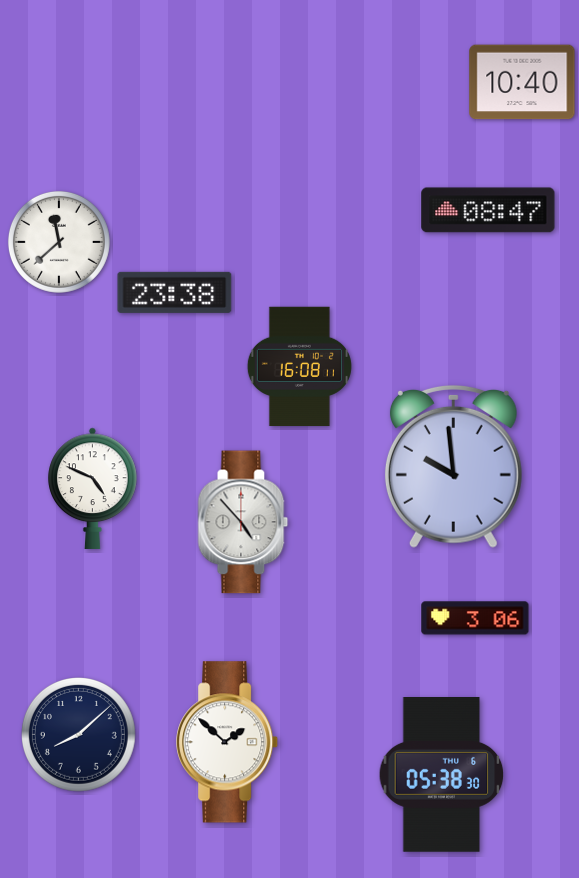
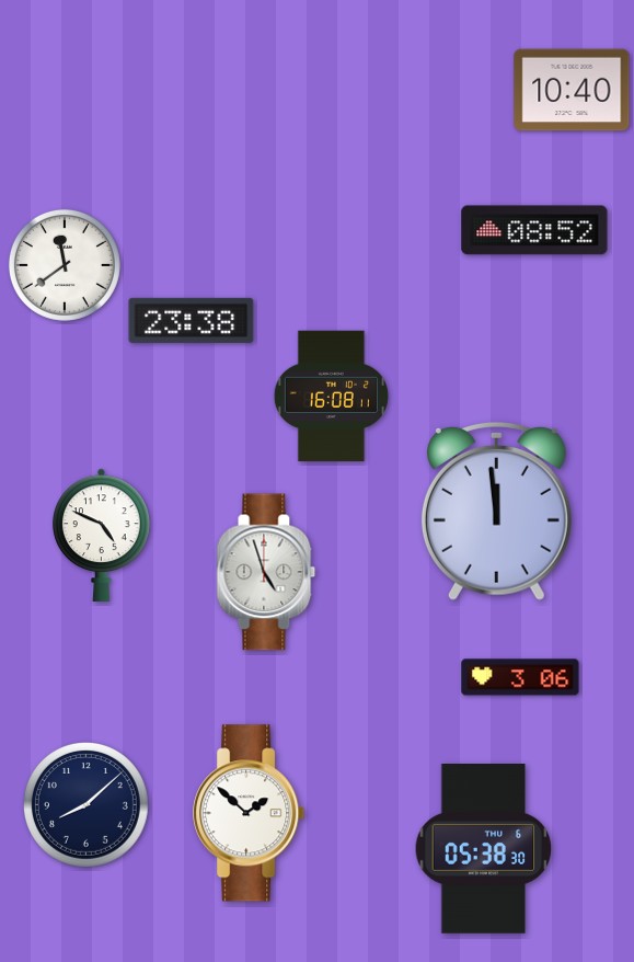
clock at (488, 210): 08:47 -> 08:52
clock at (59, 242): 11:38 -> 11:39
clock at (299, 367) position: (299, 367) -> (331, 397)
clock at (453, 466): 9:59 -> 11:59
clock at (243, 522): 4:53 -> 4:57
